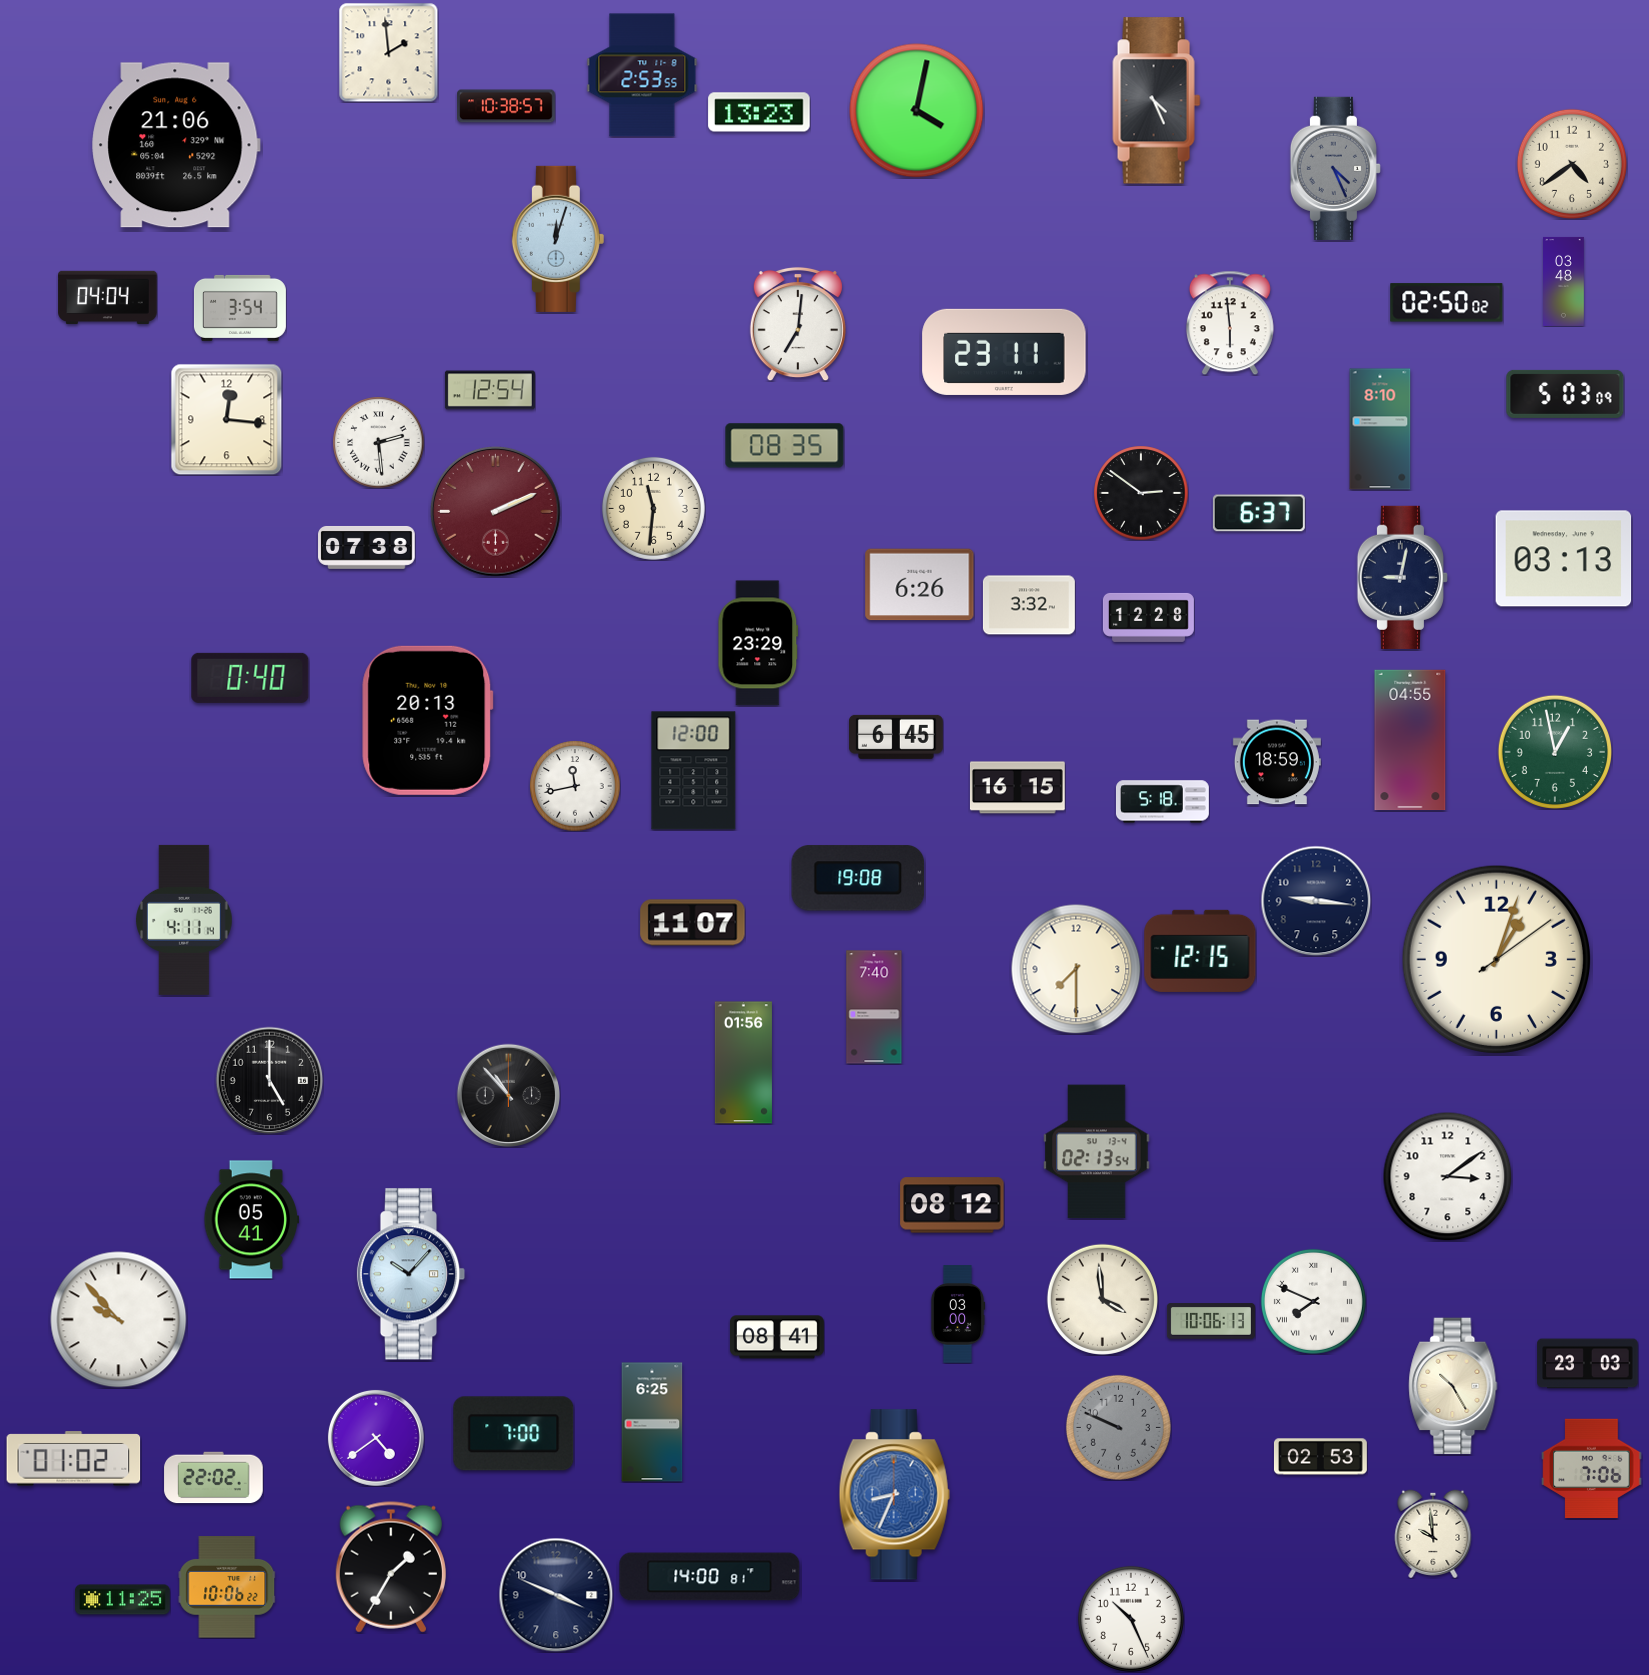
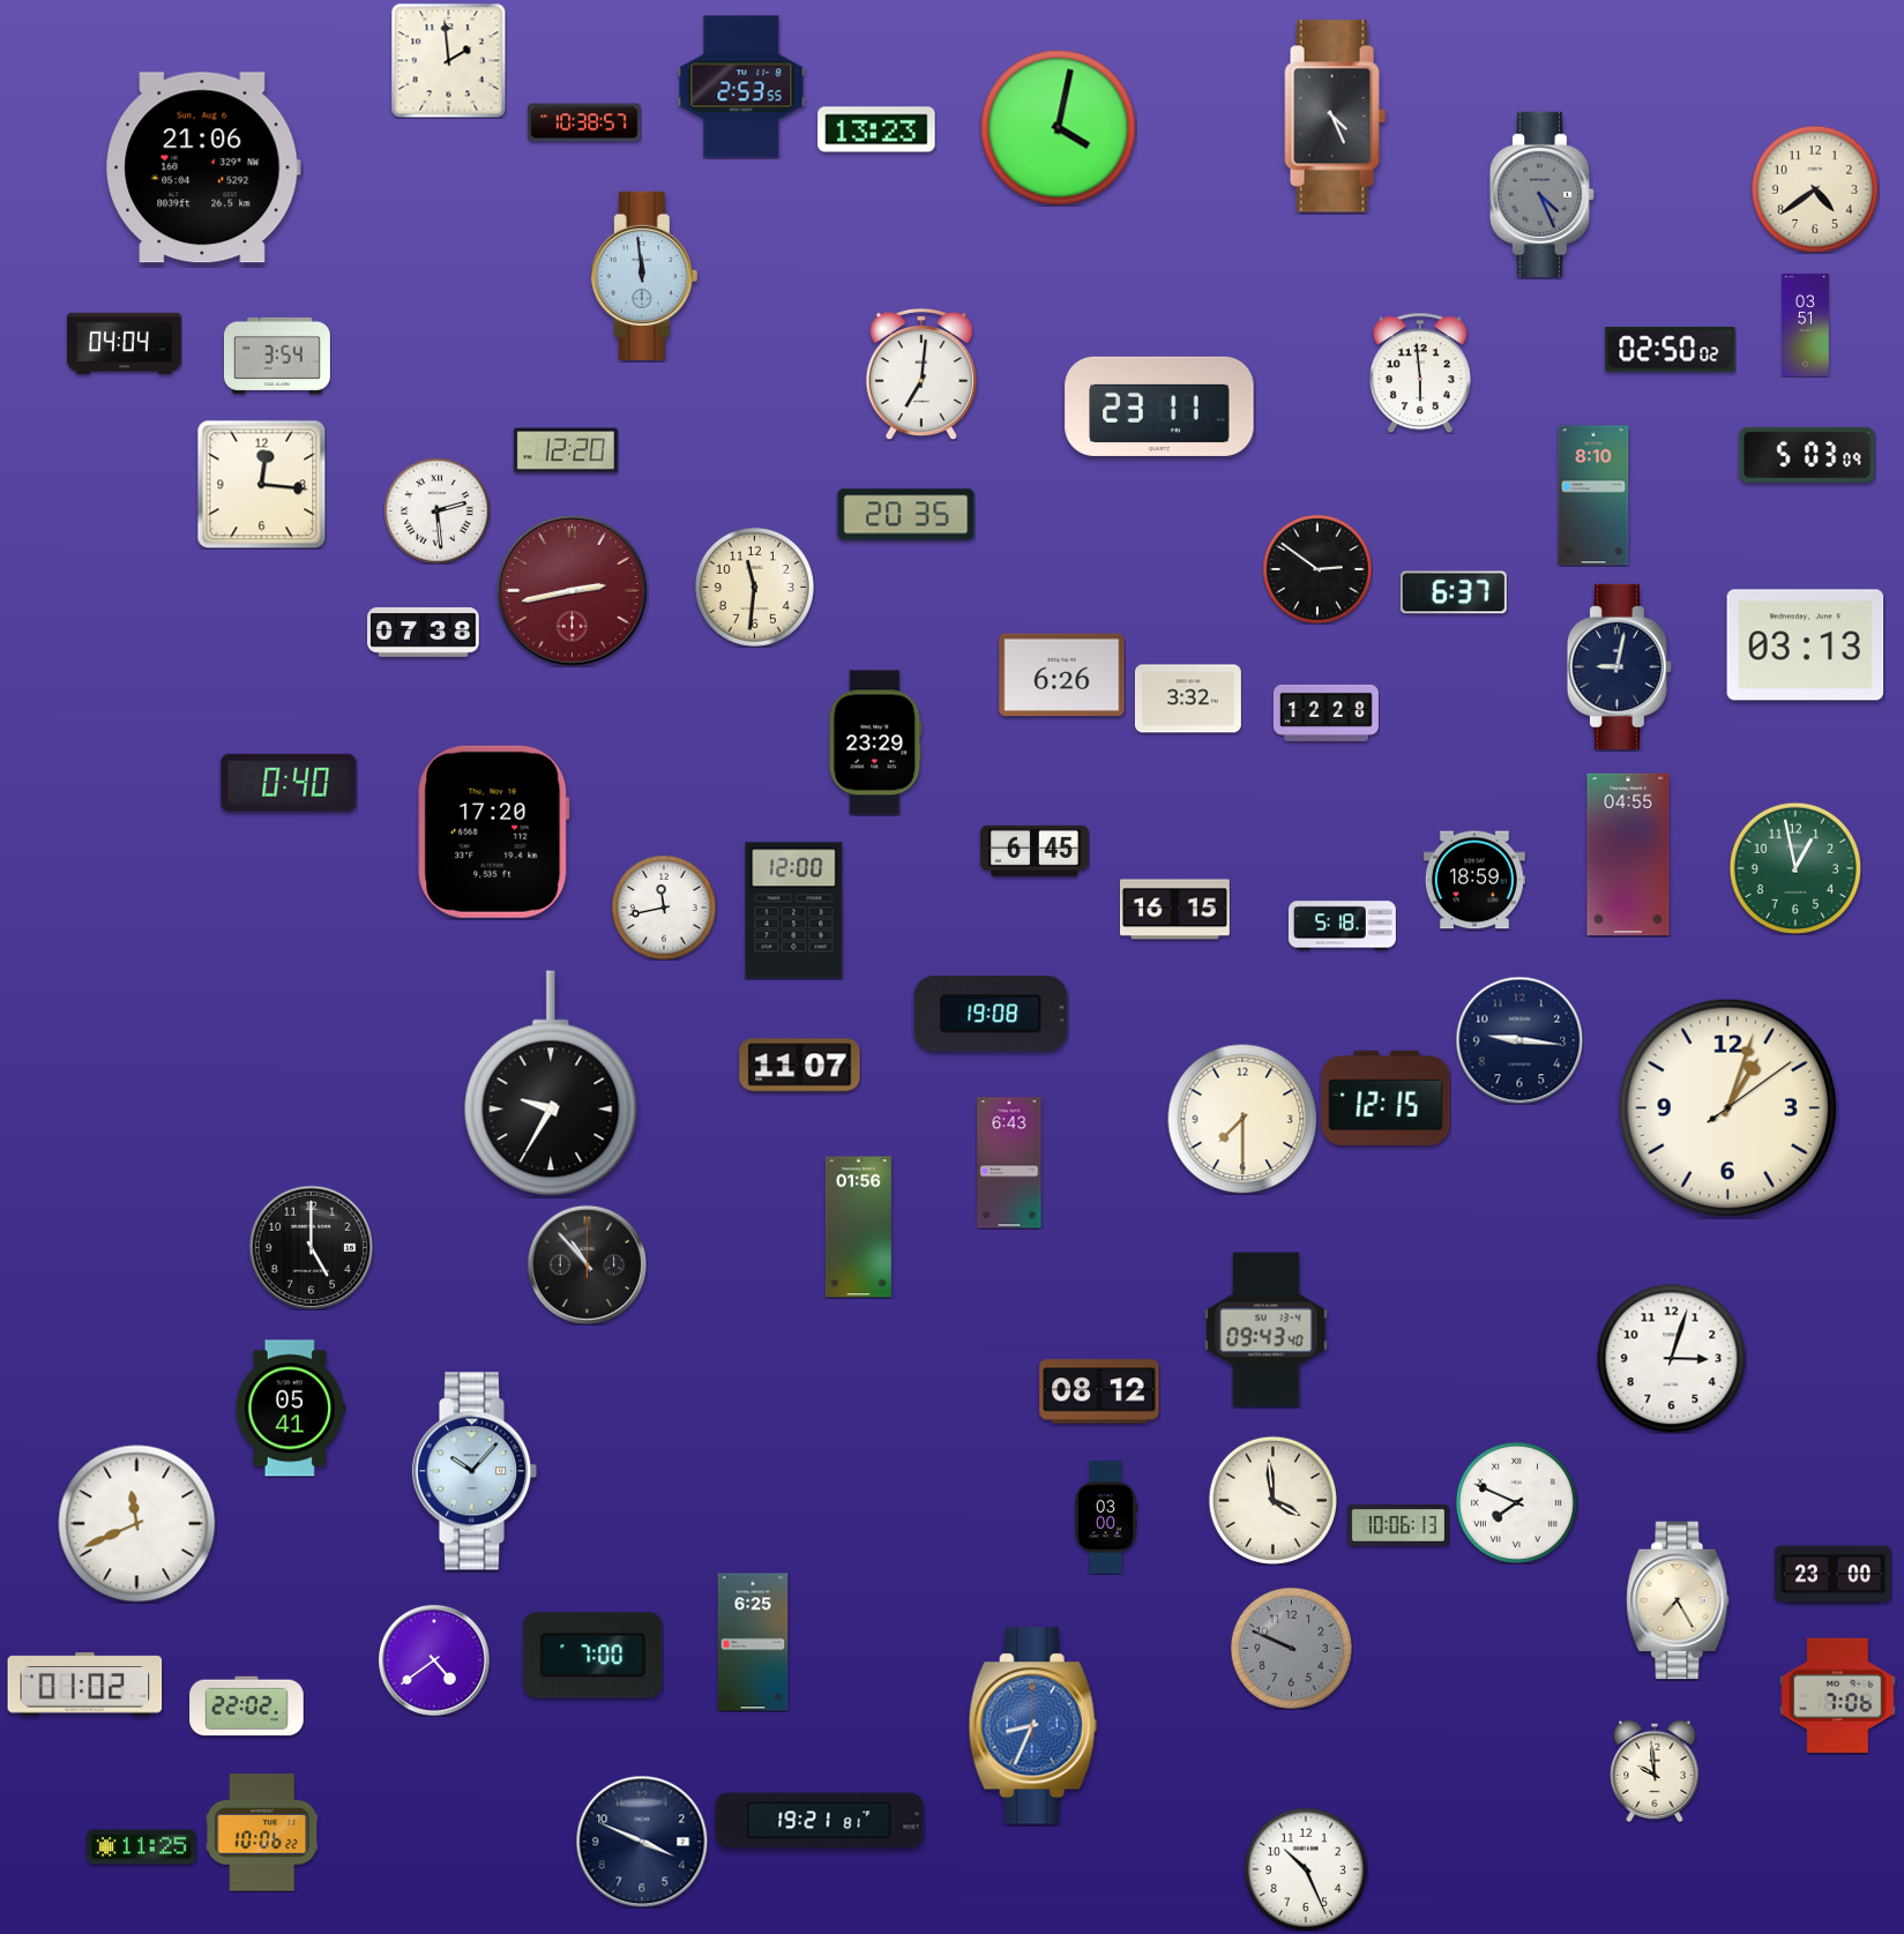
clock at (558, 239): 12:03 -> 11:59
clock at (1564, 281): 03:48 -> 03:51
clock at (490, 390): 12:54 -> 12:20
clock at (785, 446): 08:35 -> 20:35
clock at (496, 512): 2:11 -> 2:43
clock at (428, 720): 20:13 -> 17:20
clock at (694, 771) position: (694, 771) -> (794, 911)
clock at (185, 920): 4:11 -> none
clock at (551, 1083): none -> 9:35
clock at (874, 1007): 7:40 -> 6:43
clock at (1097, 1152): 02:13 -> 09:43
clock at (1447, 1176): 3:09 -> 3:03
clock at (119, 1320): 9:53 -> 11:41
clock at (777, 1337): 08:41 -> none
clock at (1588, 1364): 23:03 -> 23:00
clock at (1453, 1386): 10:25 -> 7:25
clock at (1320, 1457): 02:53 -> none
clock at (391, 1567): 1:35 -> none
clock at (710, 1577): 14:00 -> 19:21
